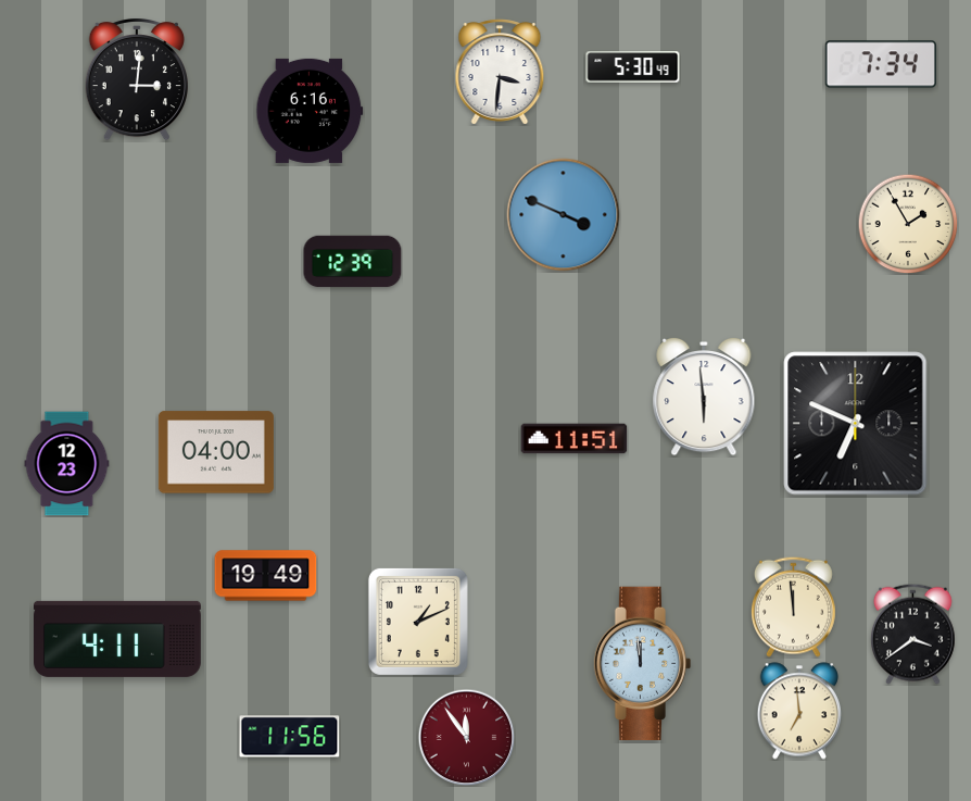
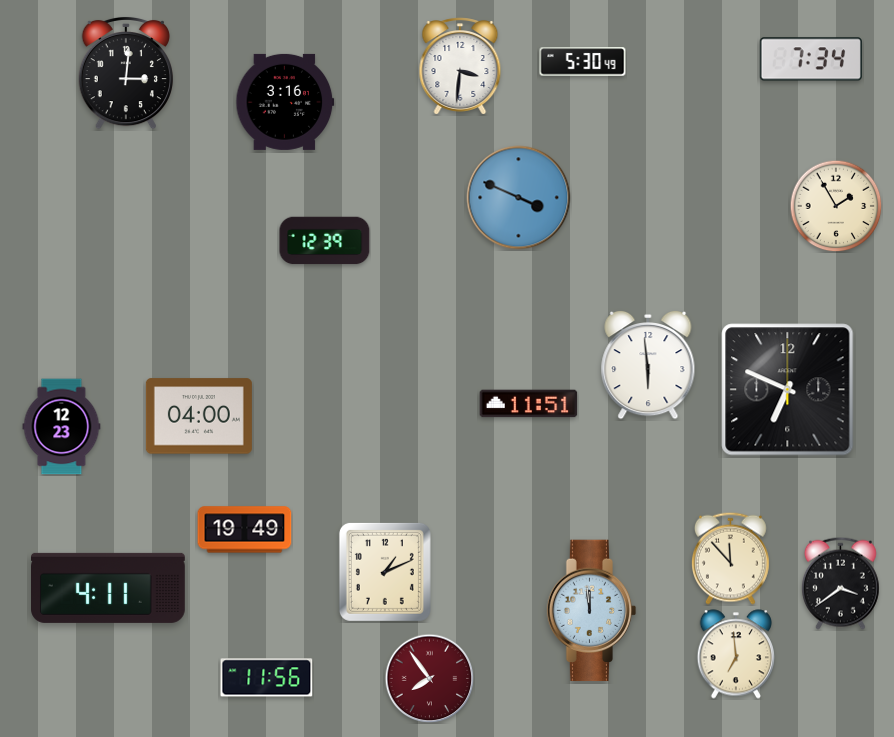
clock at (310, 111): 6:16 -> 3:16
clock at (793, 606): 11:59 -> 11:53
clock at (466, 737): 11:54 -> 7:54
